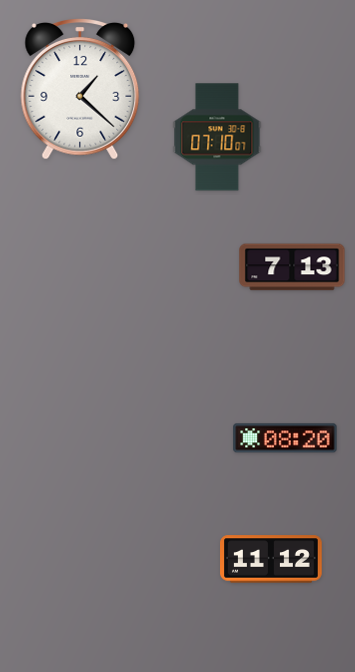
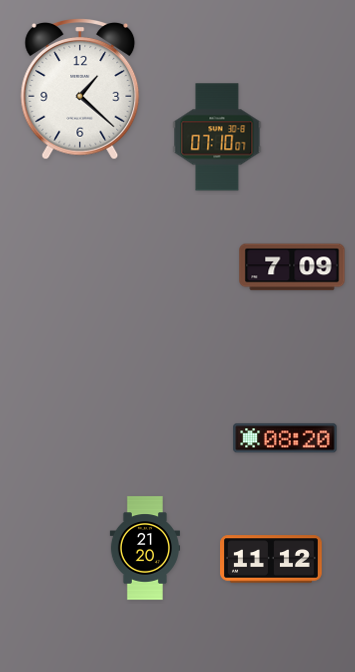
clock at (292, 267): 7:13 -> 7:09
clock at (145, 548): none -> 21:20
